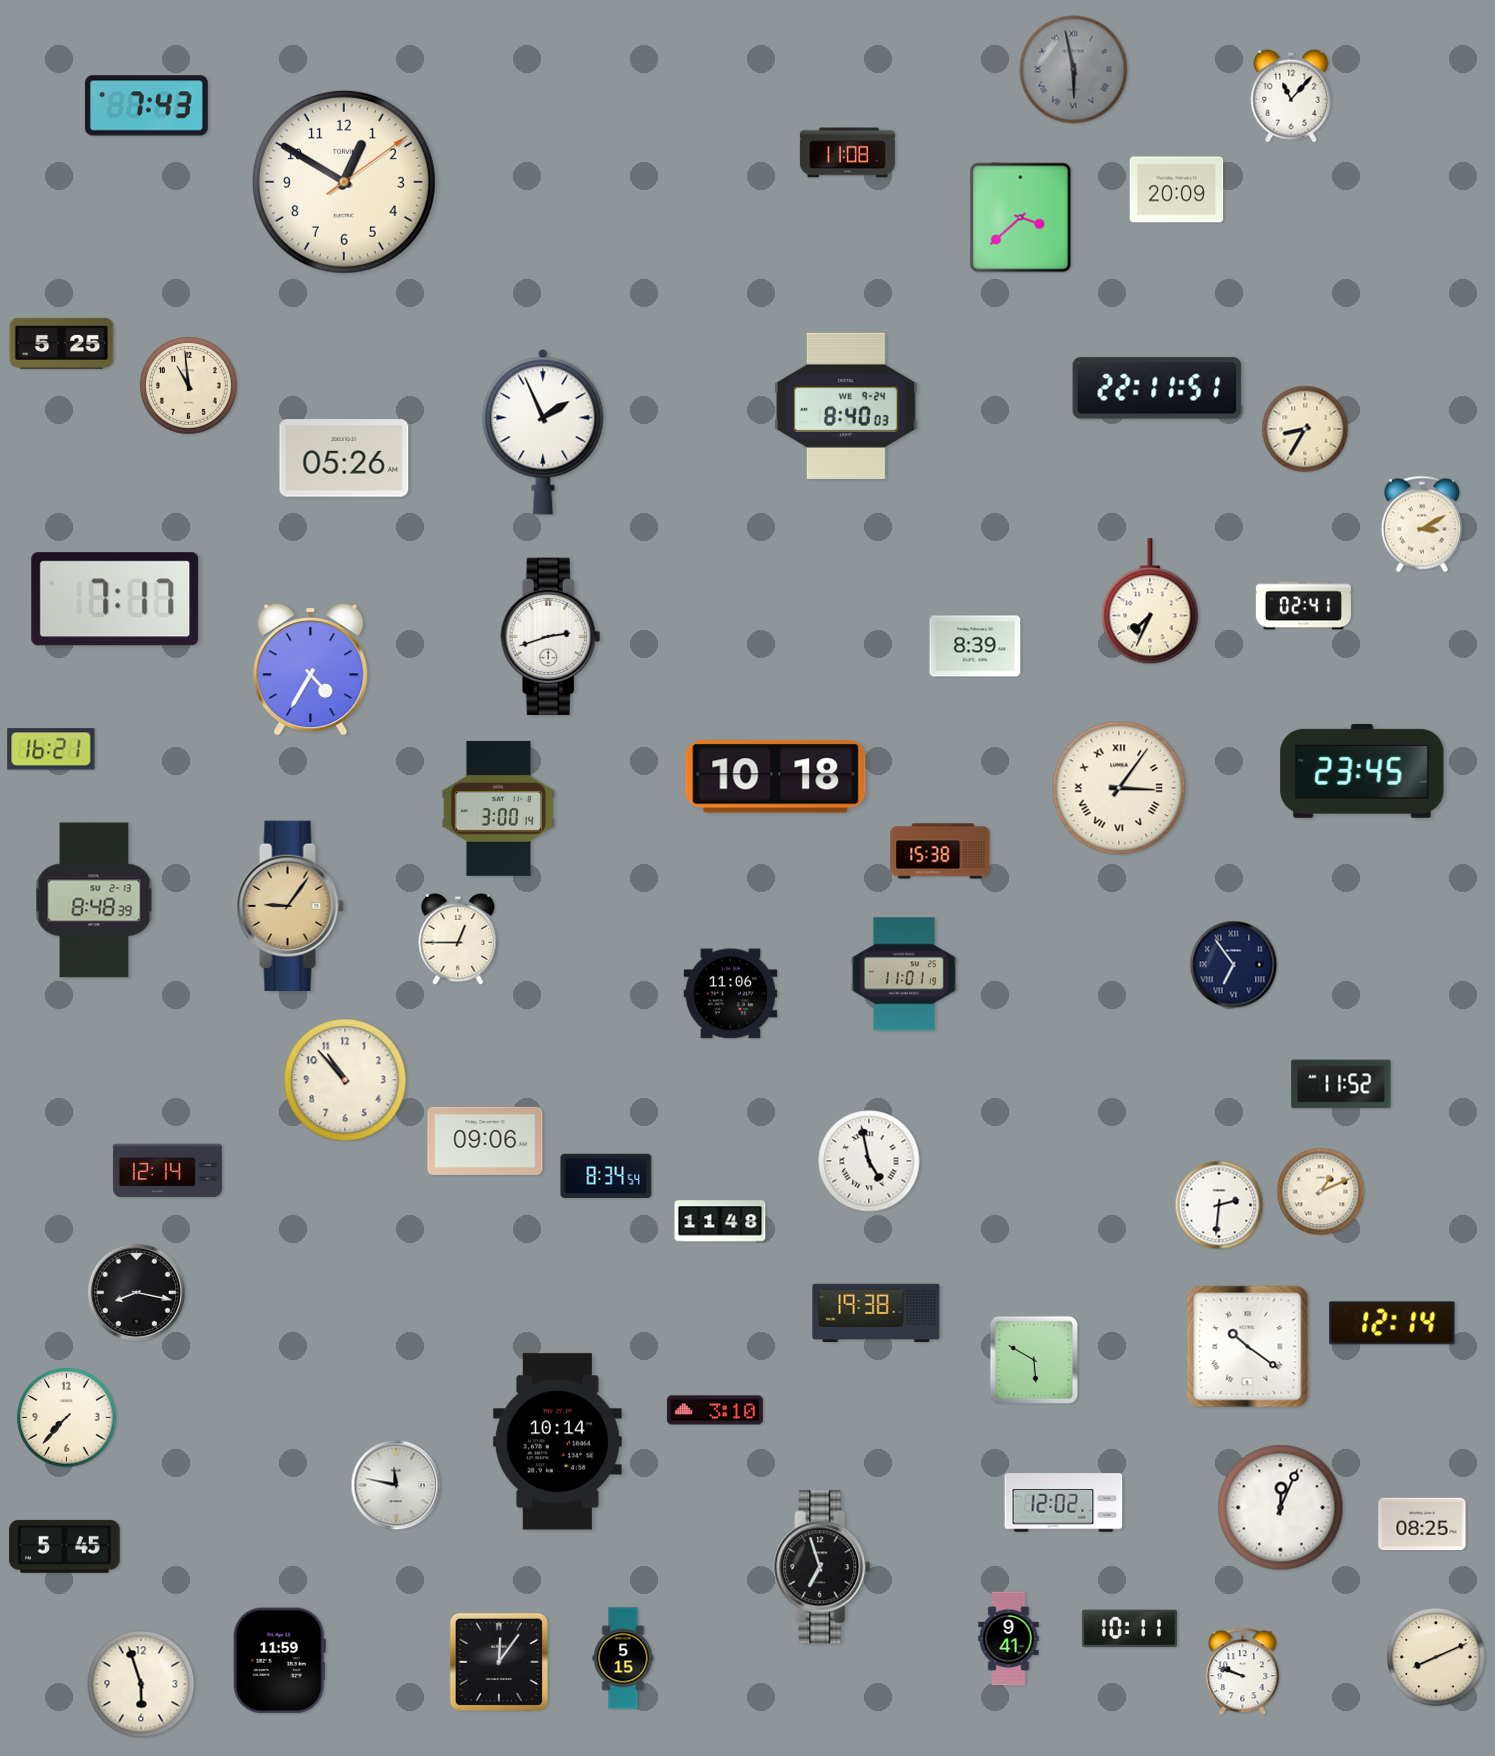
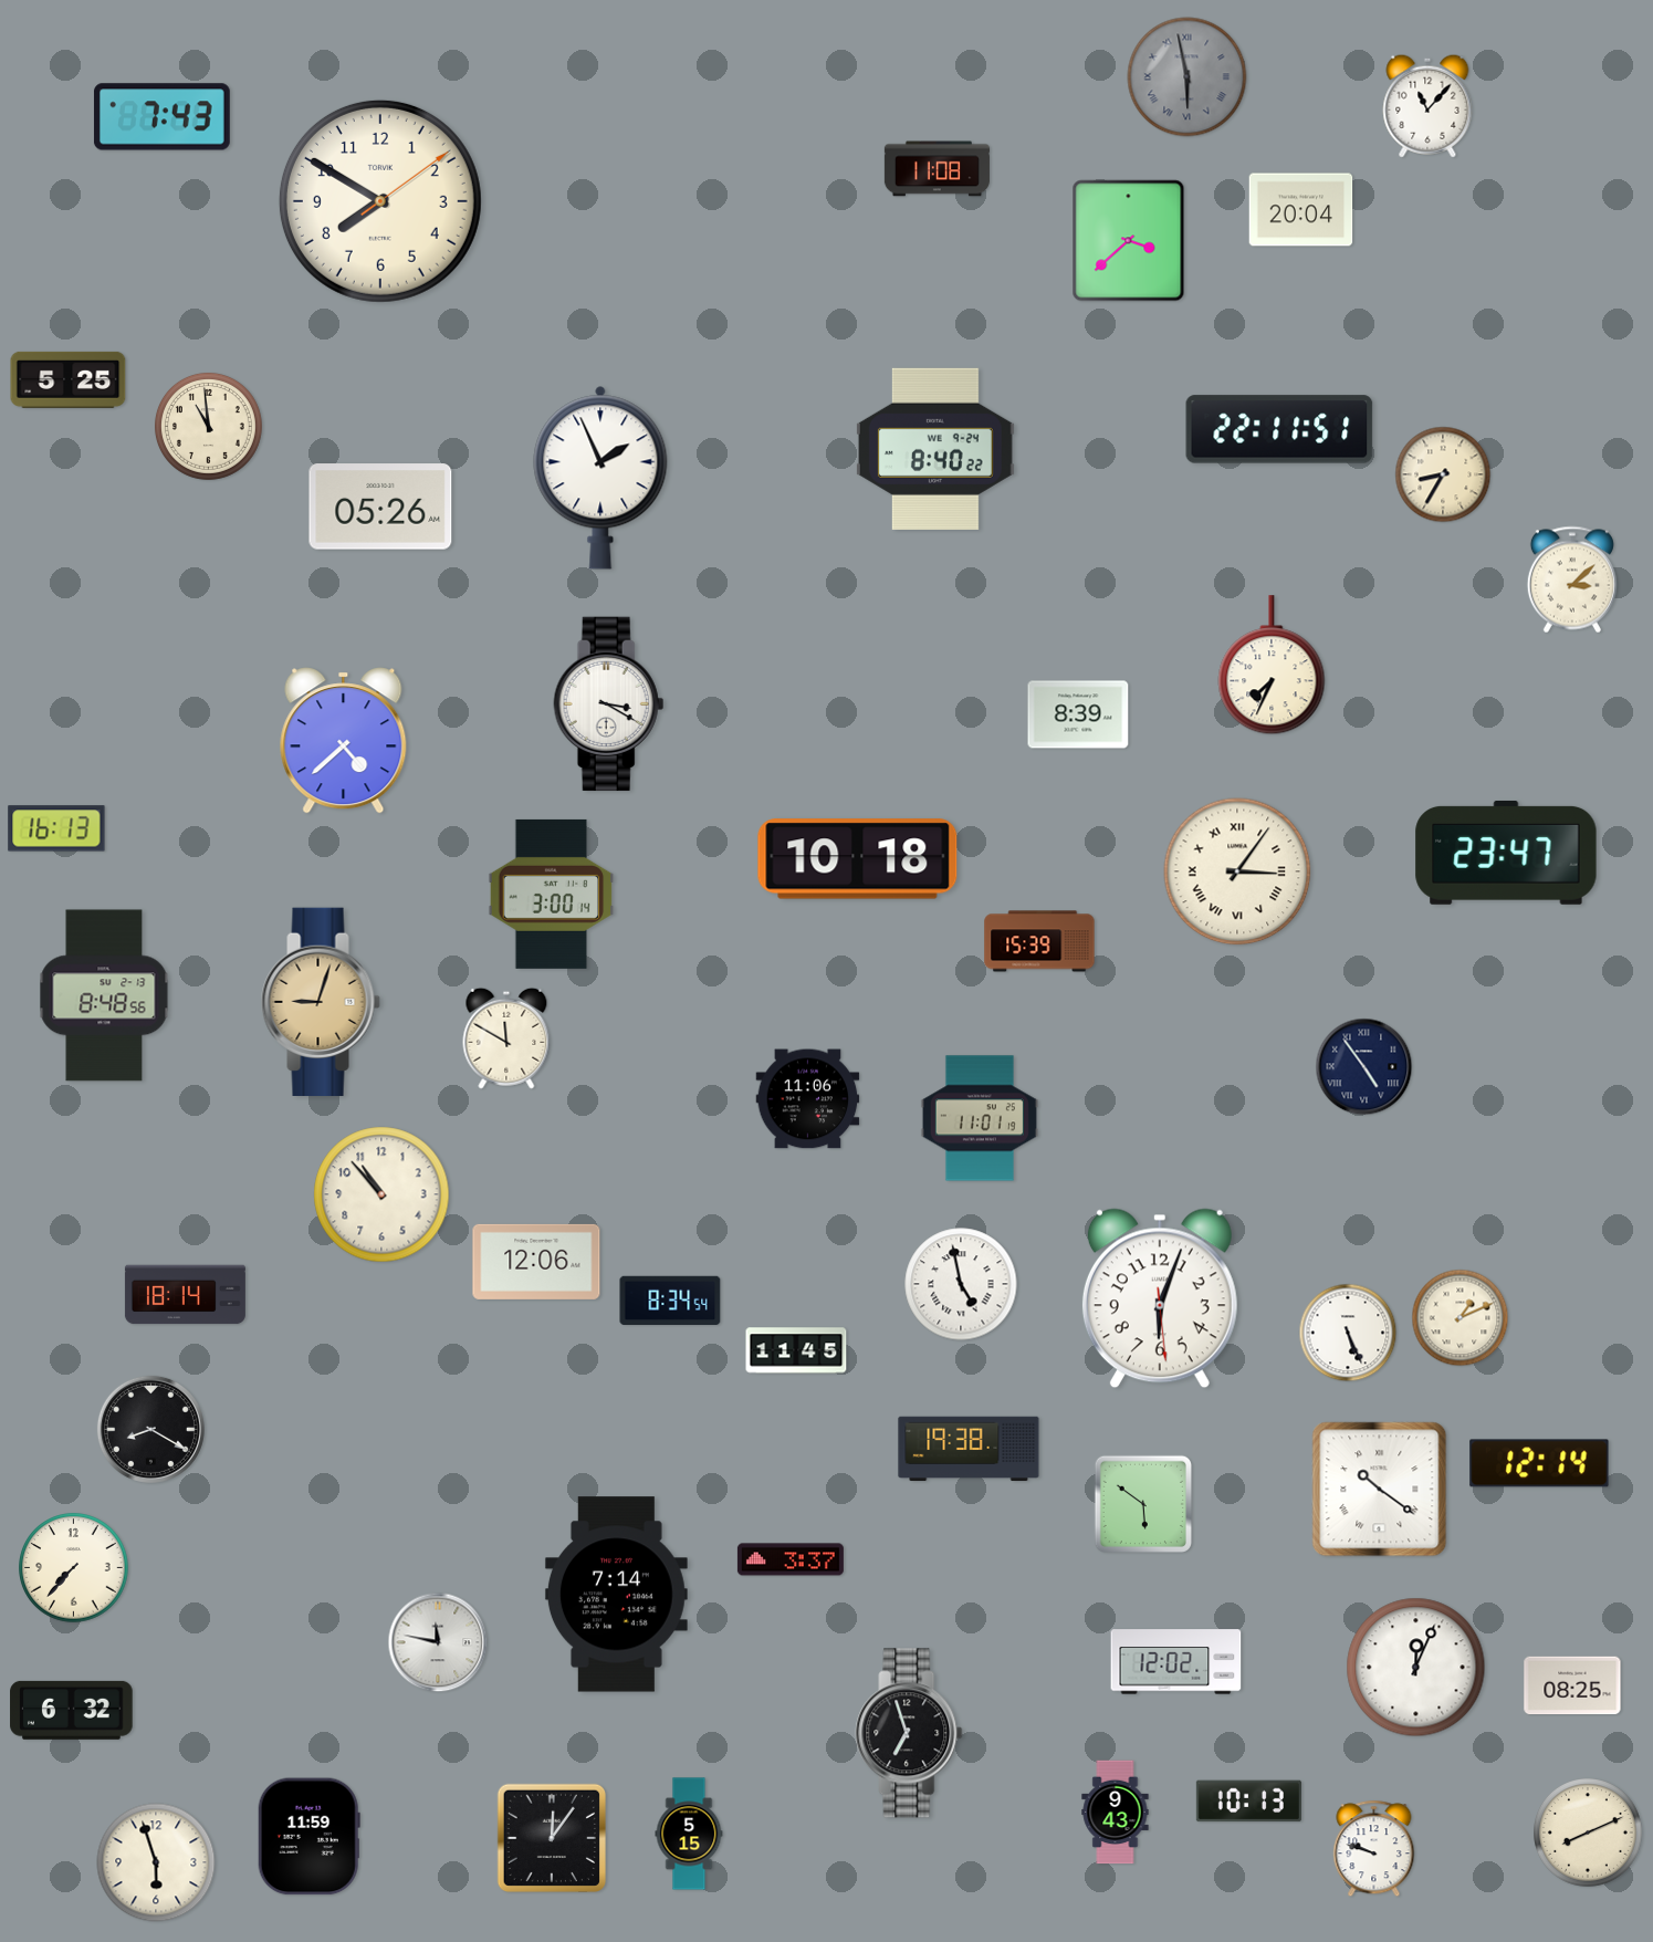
clock at (344, 182): 12:50 -> 7:50
clock at (1177, 190): 20:09 -> 20:04
clock at (846, 406): 8:40:03 -> 8:40:22
clock at (1422, 524): 3:10 -> 3:08
clock at (115, 599): 7:17 -> none
clock at (1303, 606): 02:41 -> none
clock at (551, 637): 2:42 -> 3:20
clock at (311, 670): 4:35 -> 4:38
clock at (51, 749): 16:21 -> 16:13
clock at (1362, 771): 23:45 -> 23:47
clock at (940, 851): 15:38 -> 15:39
clock at (94, 900): 8:48:39 -> 8:48:56
clock at (290, 905): 9:06 -> 9:03
clock at (458, 939): 12:45 -> 11:50
clock at (1234, 965): 6:54 -> 4:54
clock at (904, 974) position: (904, 974) -> (980, 1118)
clock at (1341, 1084): 11:52 -> none
clock at (485, 1141): 09:06 -> 12:06
clock at (167, 1171): 12:14 -> 18:14
clock at (1160, 1298): none -> 6:03
clock at (1219, 1205): 2:31 -> 5:26
clock at (720, 1221): 11:48 -> 11:45
clock at (136, 1292): 8:17 -> 8:20
clock at (876, 1313) position: (876, 1313) -> (969, 1449)
clock at (1033, 1359): 5:50 -> 5:51
clock at (715, 1410): 3:10 -> 3:37
clock at (557, 1442): 10:14 -> 7:14
clock at (65, 1546): 5:45 -> 6:32
clock at (1129, 1629): 10:11 -> 10:13
clock at (1009, 1639): 9:41 -> 9:43
